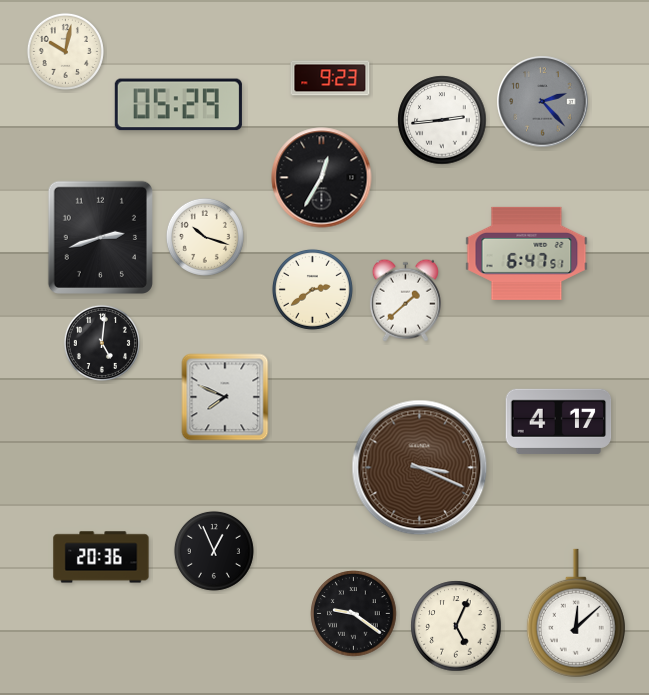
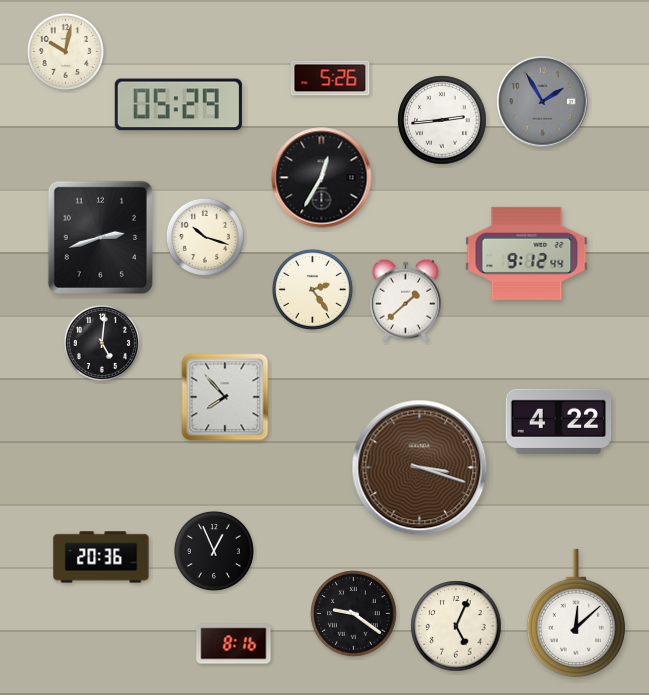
clock at (330, 78): 9:23 -> 5:26
clock at (543, 102): 2:23 -> 1:55
clock at (527, 253): 6:47 -> 9:12
clock at (312, 289): 2:39 -> 2:24
clock at (225, 397): 7:49 -> 7:53
clock at (559, 421): 4:17 -> 4:22
clock at (420, 468): 3:19 -> 3:18
clock at (234, 644): none -> 8:16
